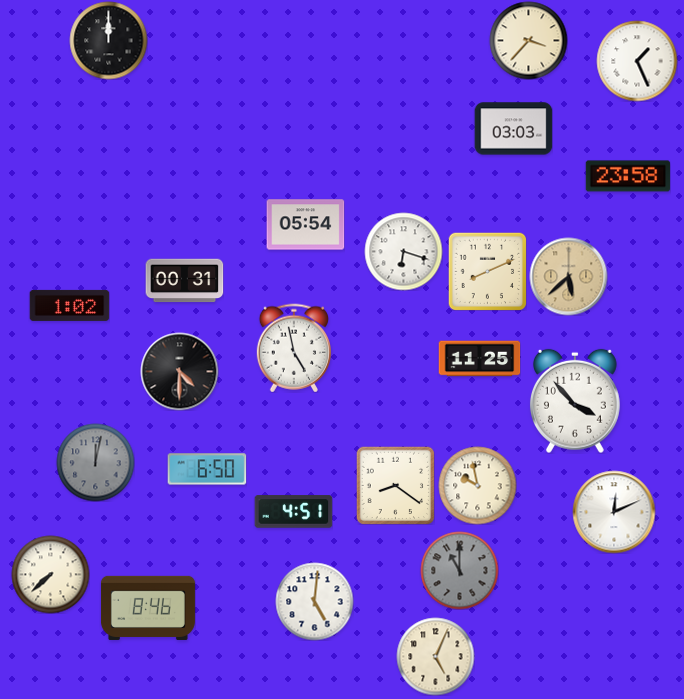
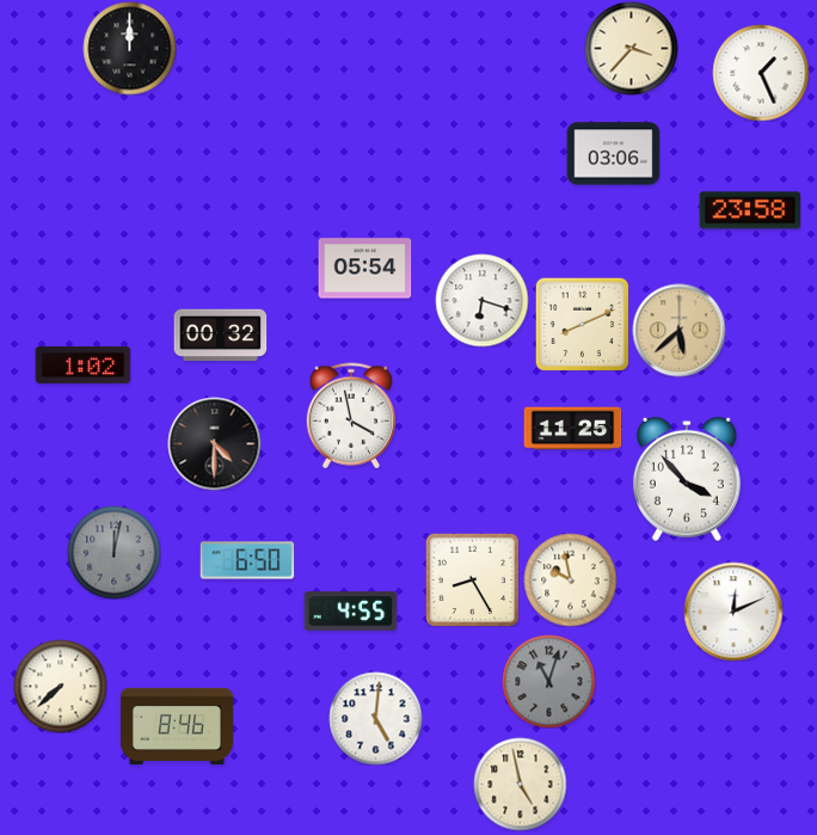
clock at (513, 129): 03:03 -> 03:06
clock at (184, 281): 00:31 -> 00:32
clock at (294, 348): 4:58 -> 3:58
clock at (395, 485): 8:21 -> 8:25
clock at (293, 512): 4:51 -> 4:55
clock at (459, 570): 11:00 -> 11:03
clock at (435, 656): 5:04 -> 4:58
